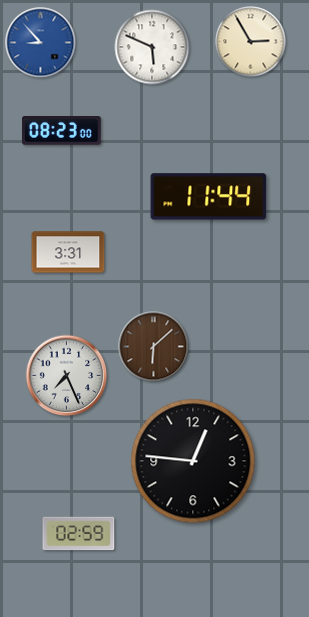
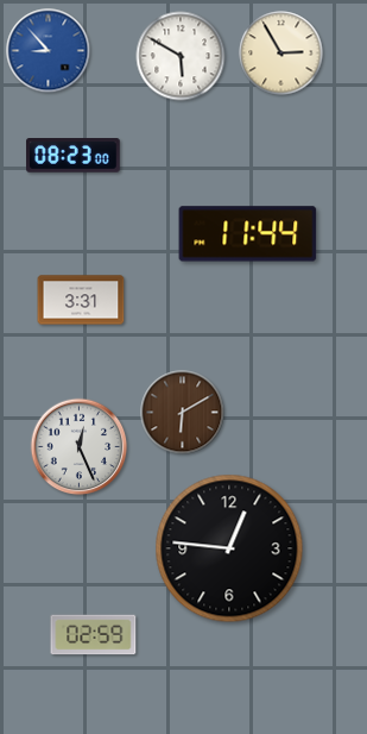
clock at (251, 42) position: (251, 42) -> (281, 54)
clock at (152, 47): 5:49 -> 5:50
clock at (154, 347): 6:08 -> 6:10
clock at (67, 376): 7:26 -> 12:26
